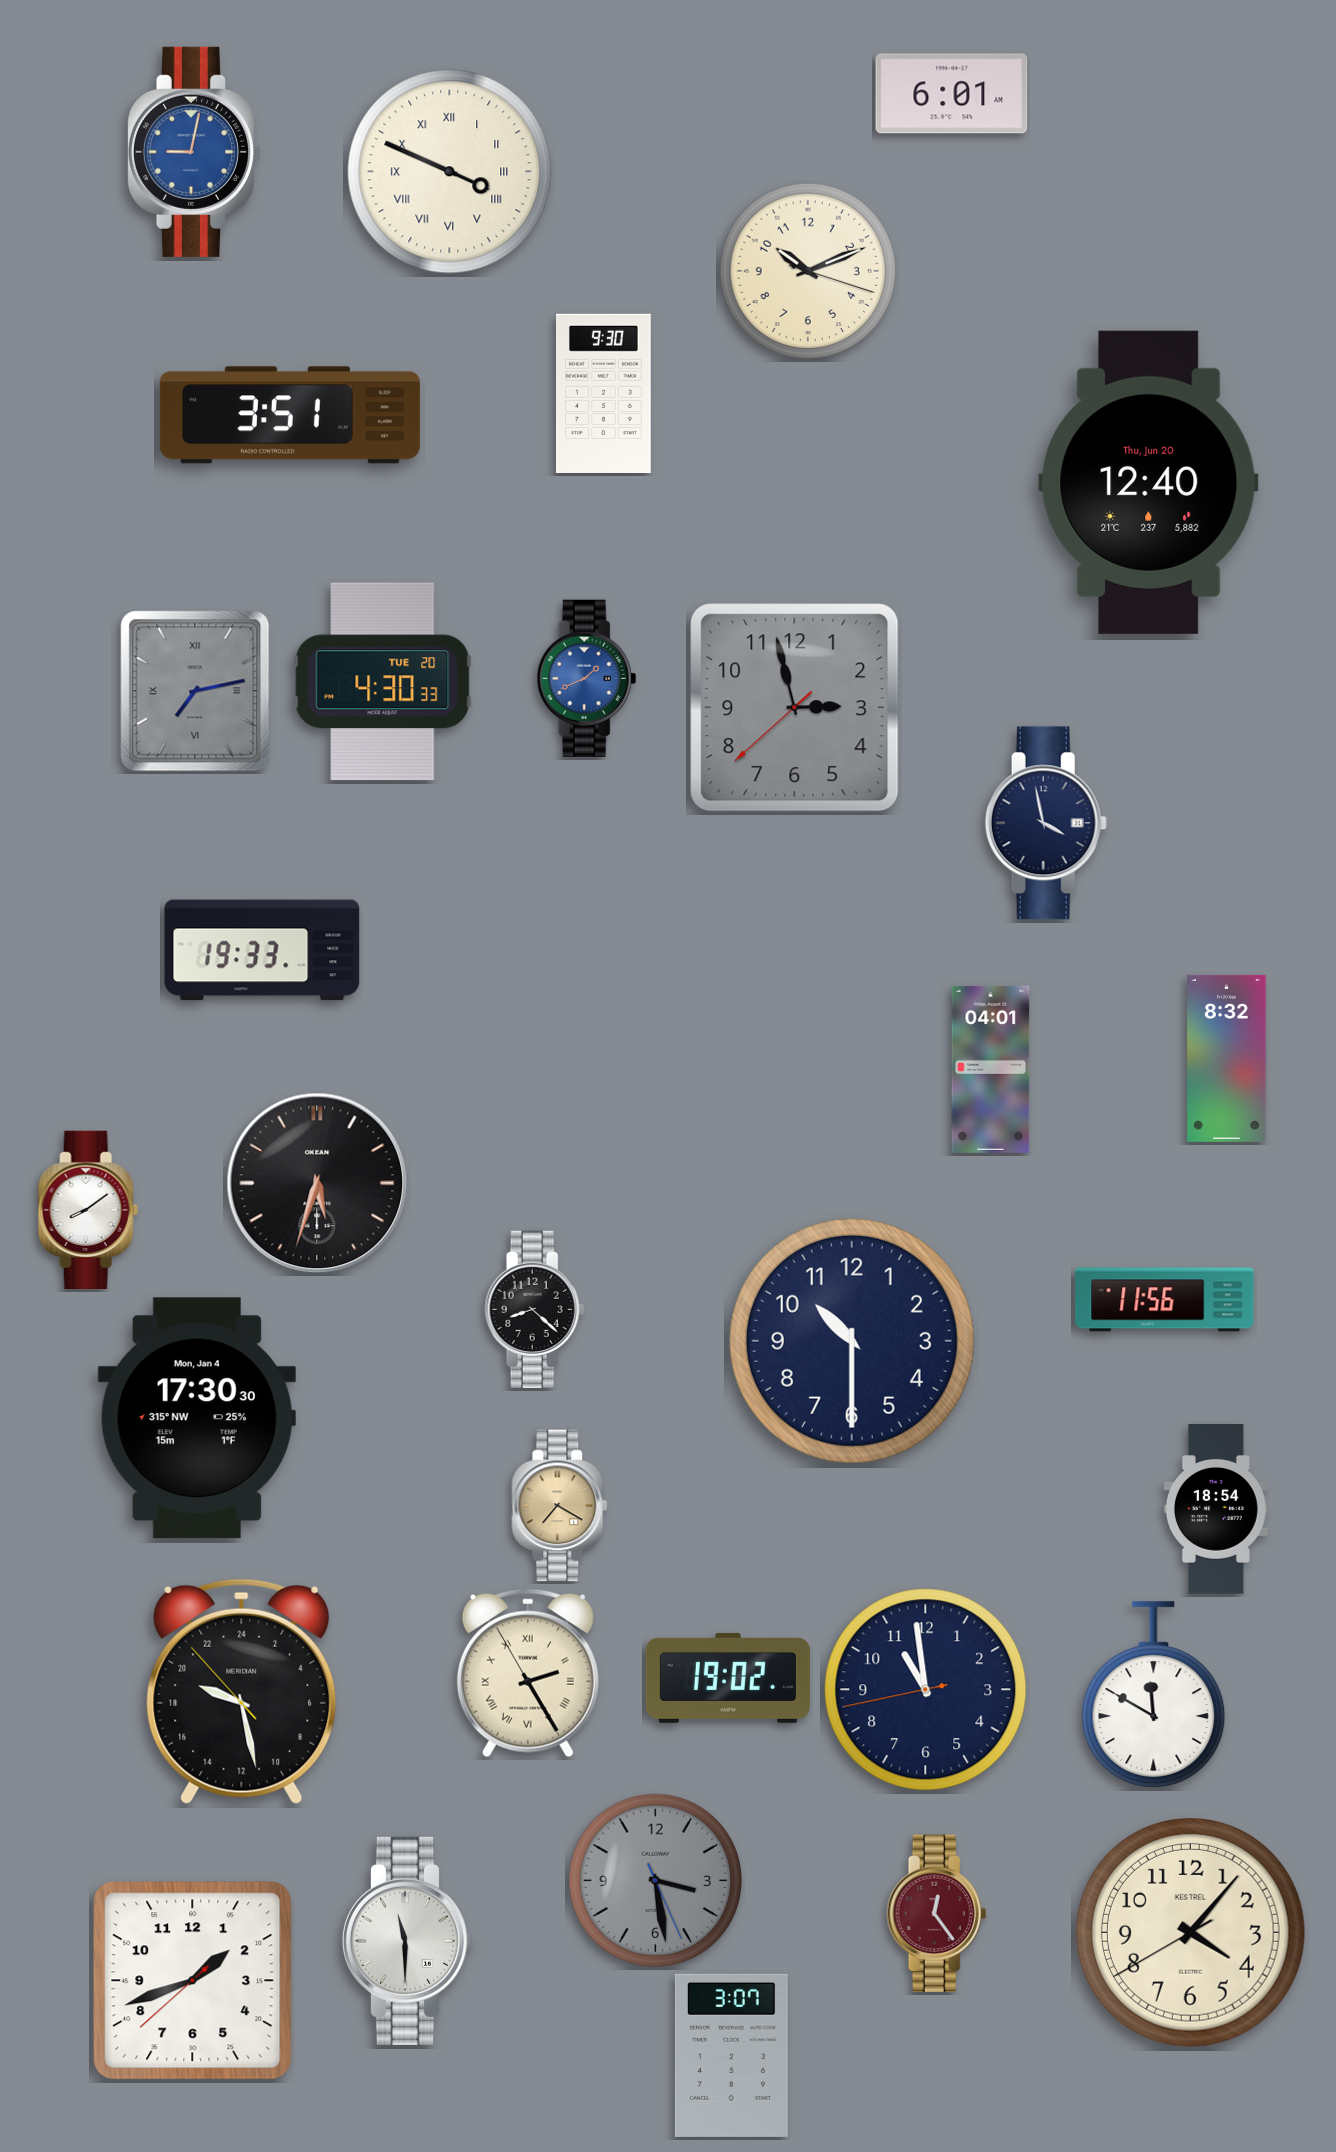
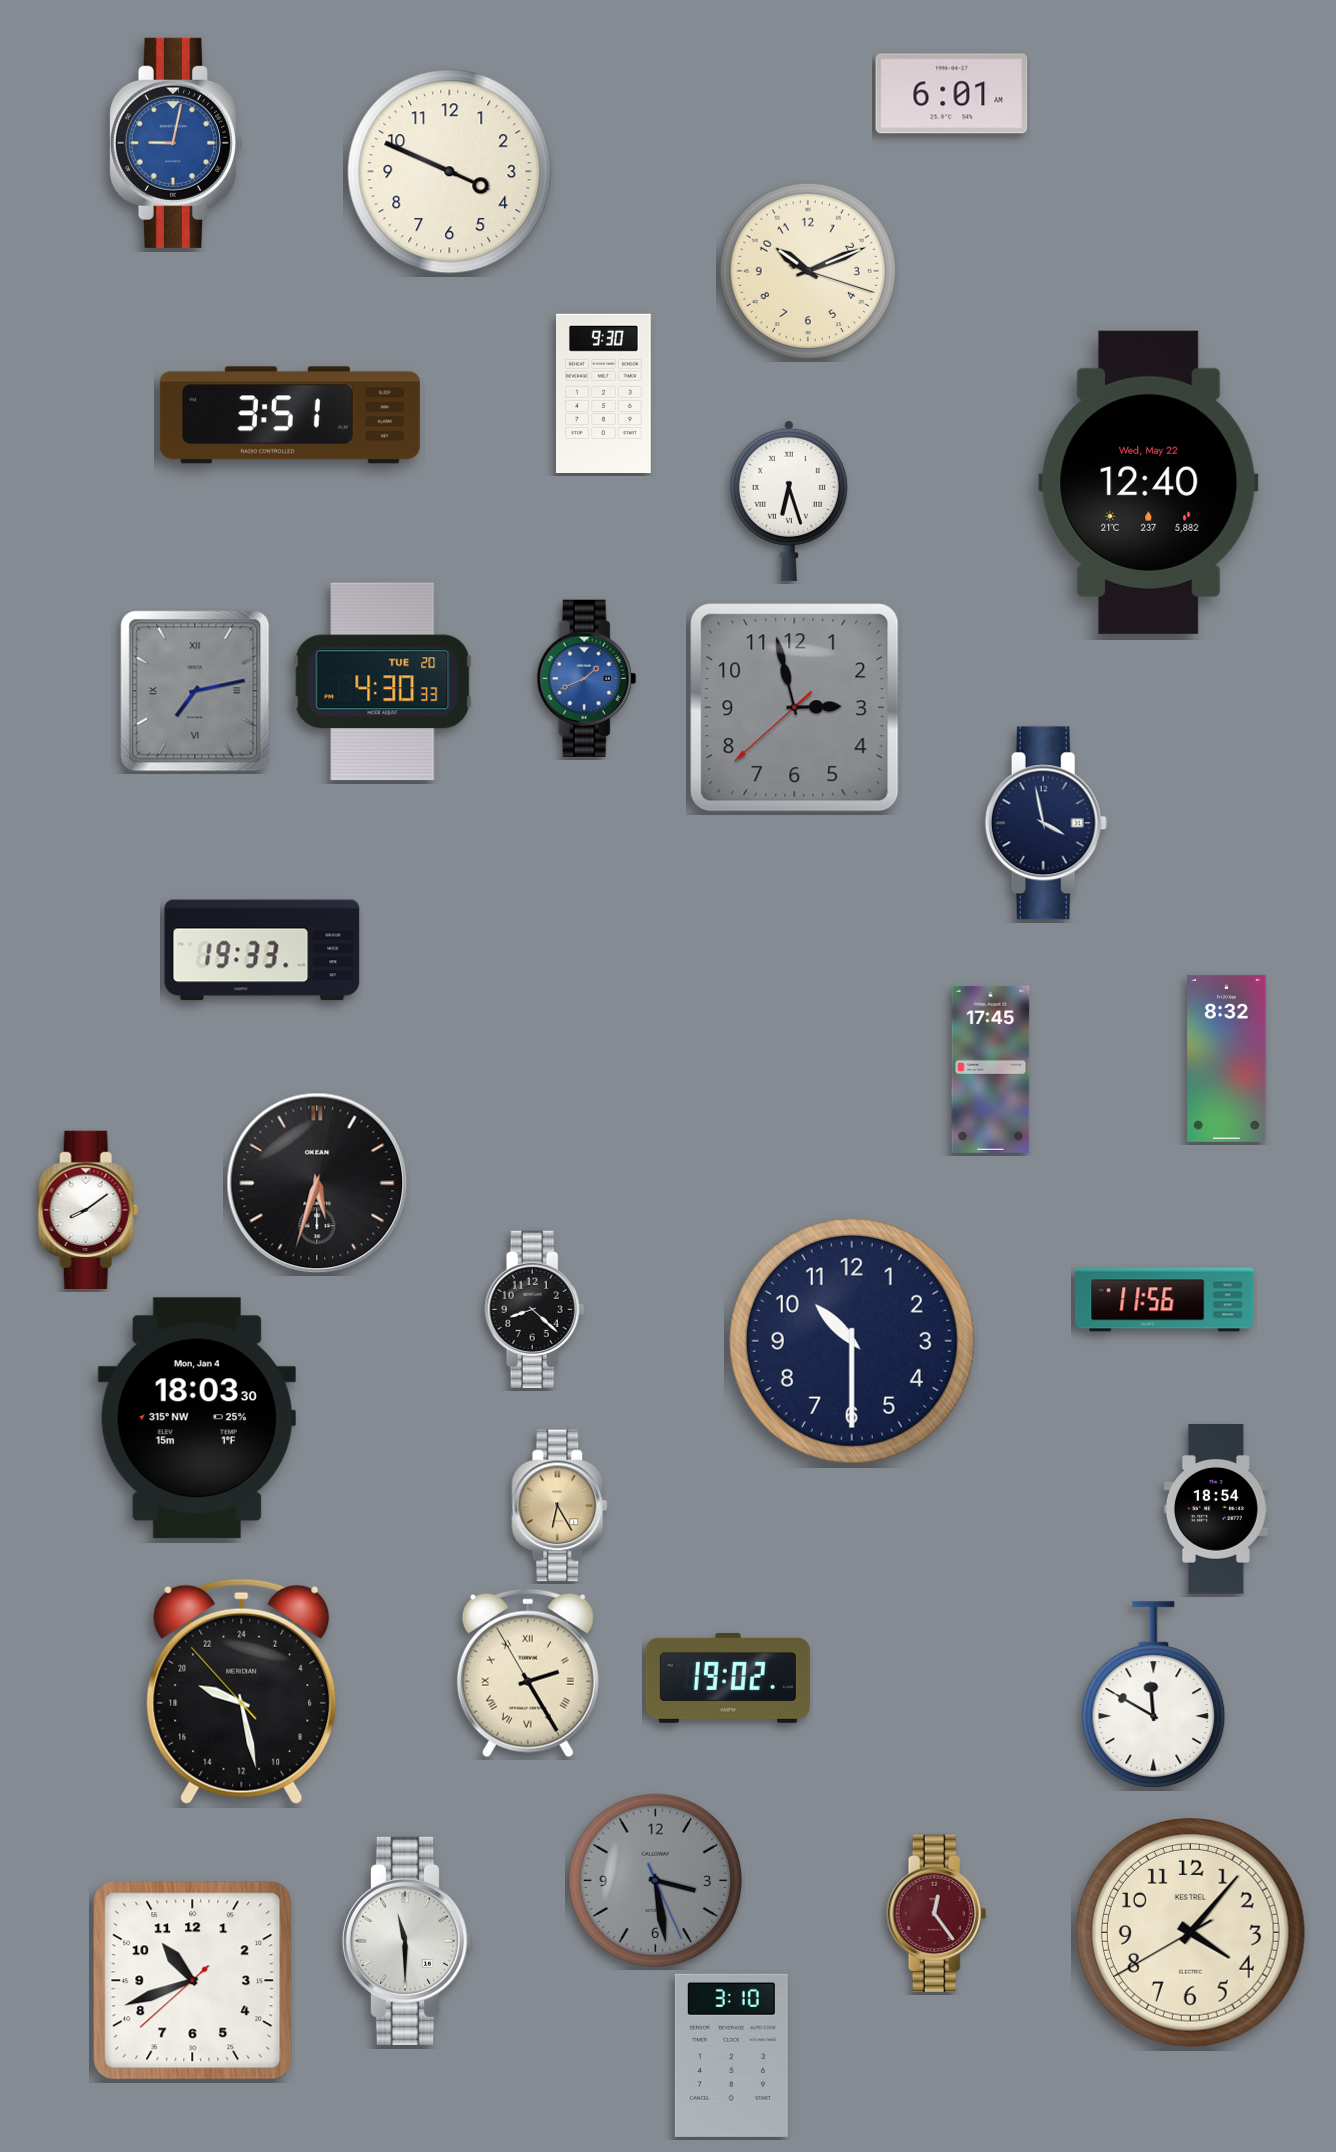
clock at (193, 152) position: (193, 152) -> (175, 143)
clock at (450, 172) numerals: Roman -> Arabic
clock at (1149, 482) date: Thu, Jun 20 -> Wed, May 22
clock at (789, 500): none -> 6:27
clock at (991, 1069): 04:01 -> 17:45
clock at (197, 1418): 17:30 -> 18:03
clock at (560, 1506): 7:20 -> 6:25
clock at (926, 1690): 10:58 -> none
clock at (193, 1981): 1:41 -> 10:41
clock at (731, 2055): 3:07 -> 3:10
